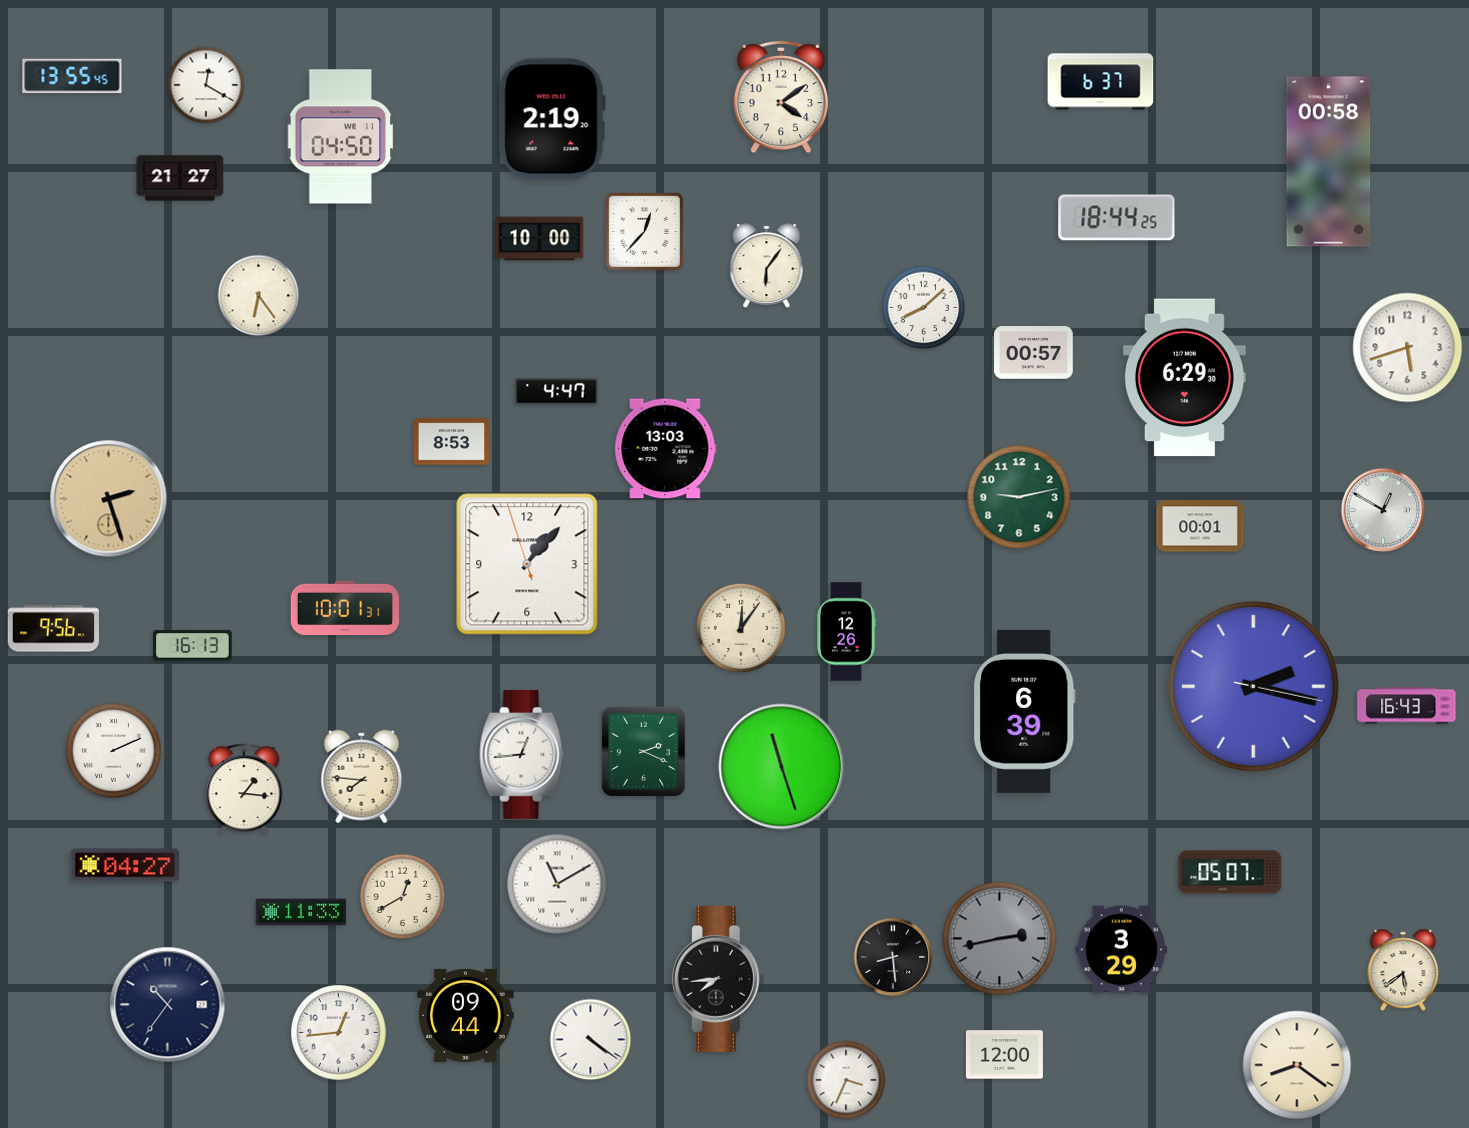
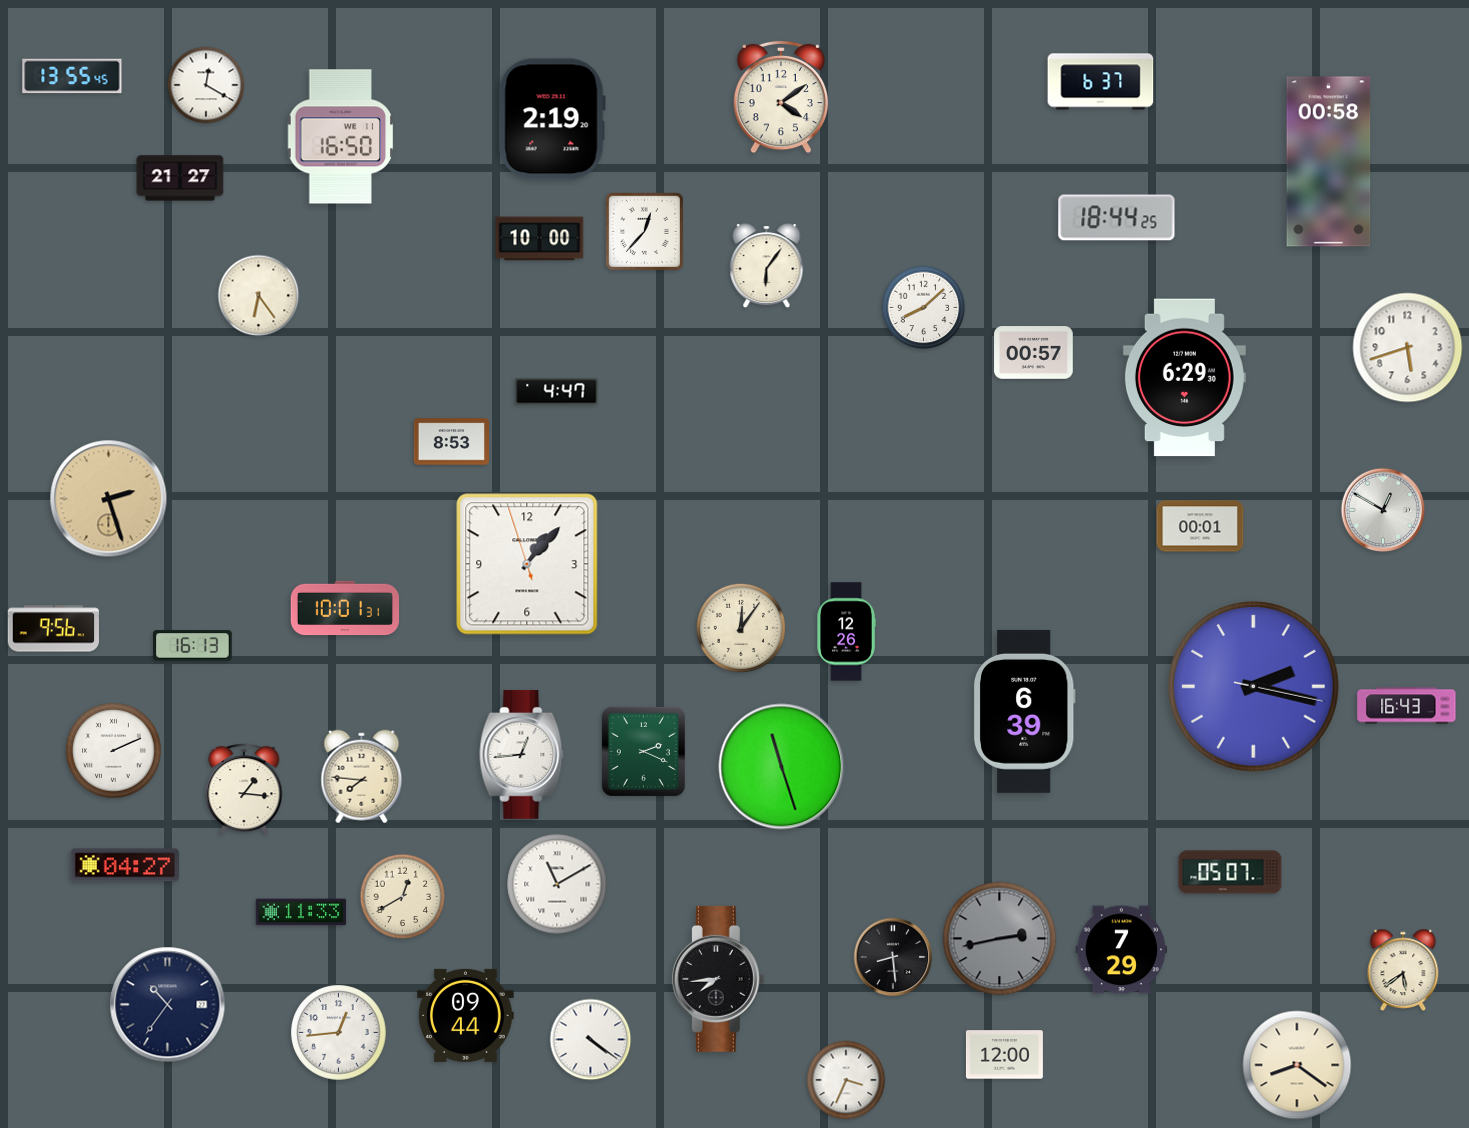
clock at (341, 137): 04:50 -> 16:50
clock at (666, 449): 13:03 -> none
clock at (1019, 497): 9:13 -> none
clock at (1122, 950): 3:29 -> 7:29
